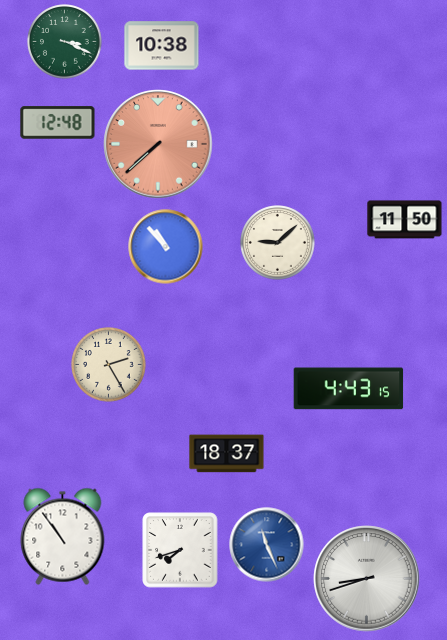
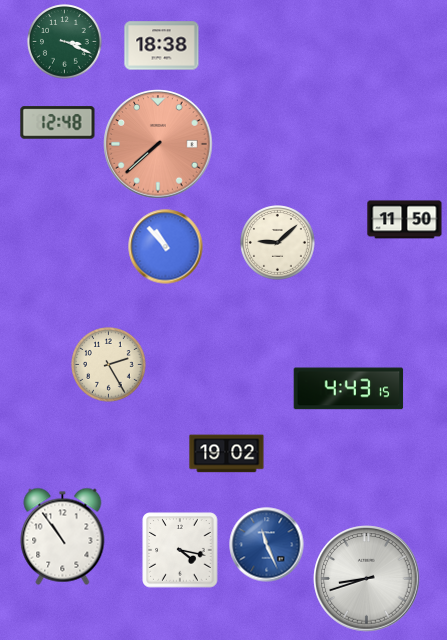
clock at (162, 46): 10:38 -> 18:38
clock at (227, 454): 18:37 -> 19:02
clock at (180, 550): 7:42 -> 4:17
